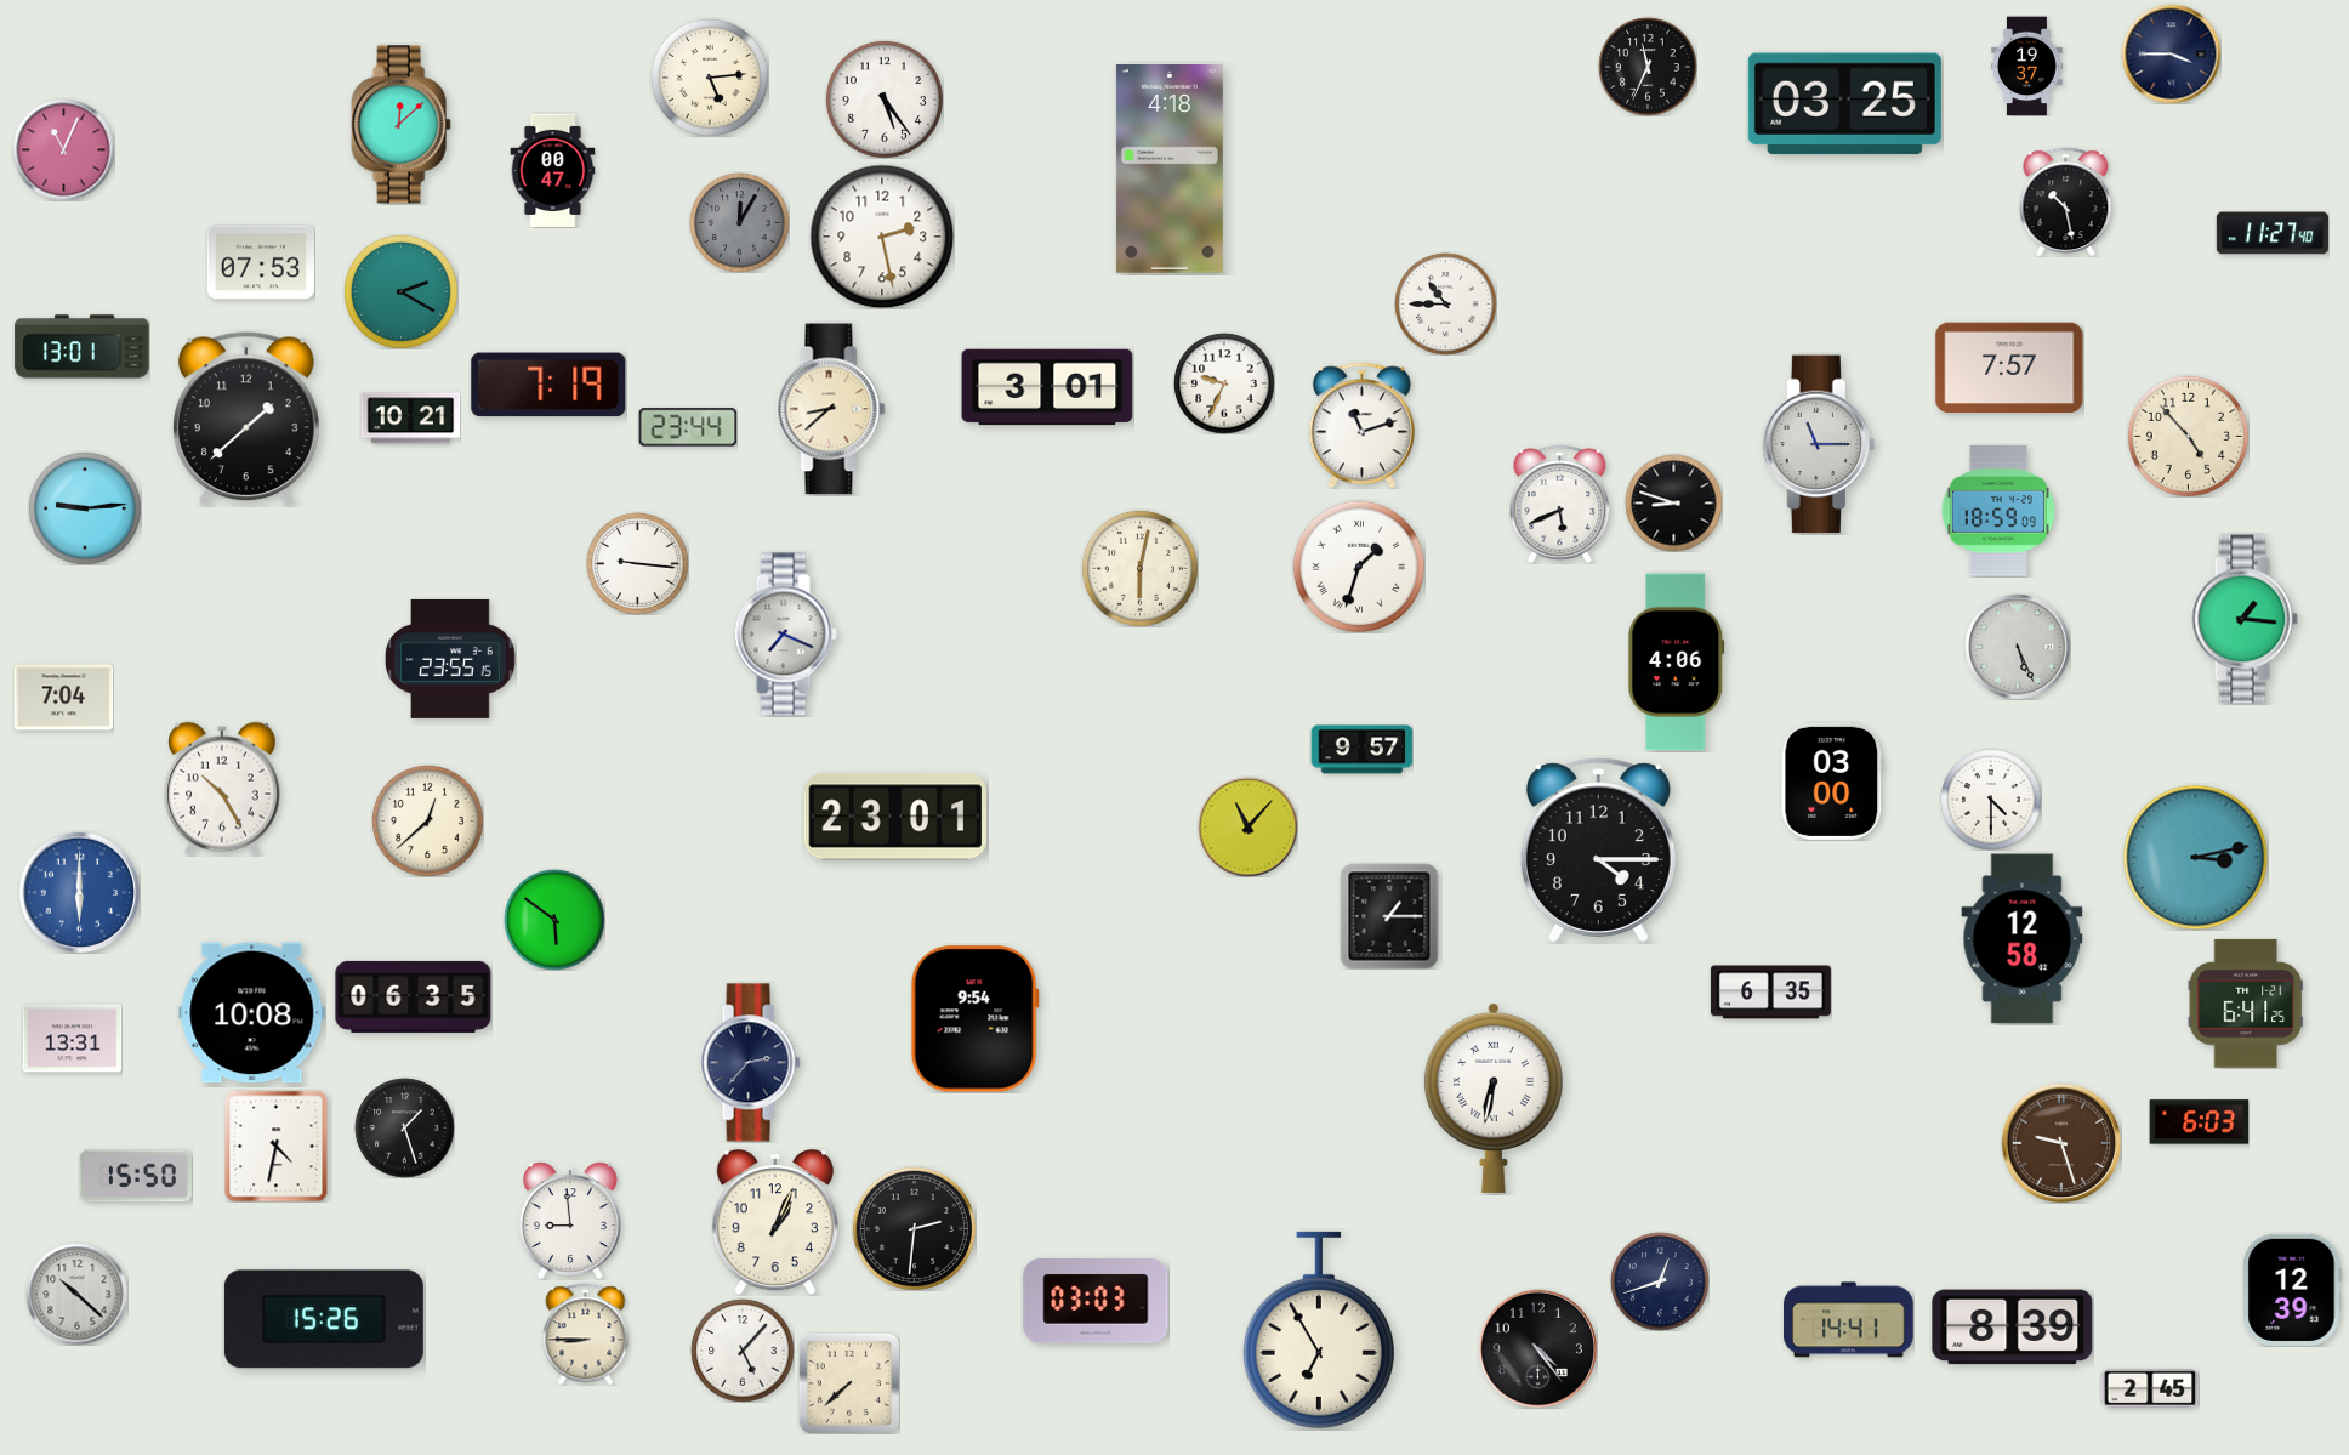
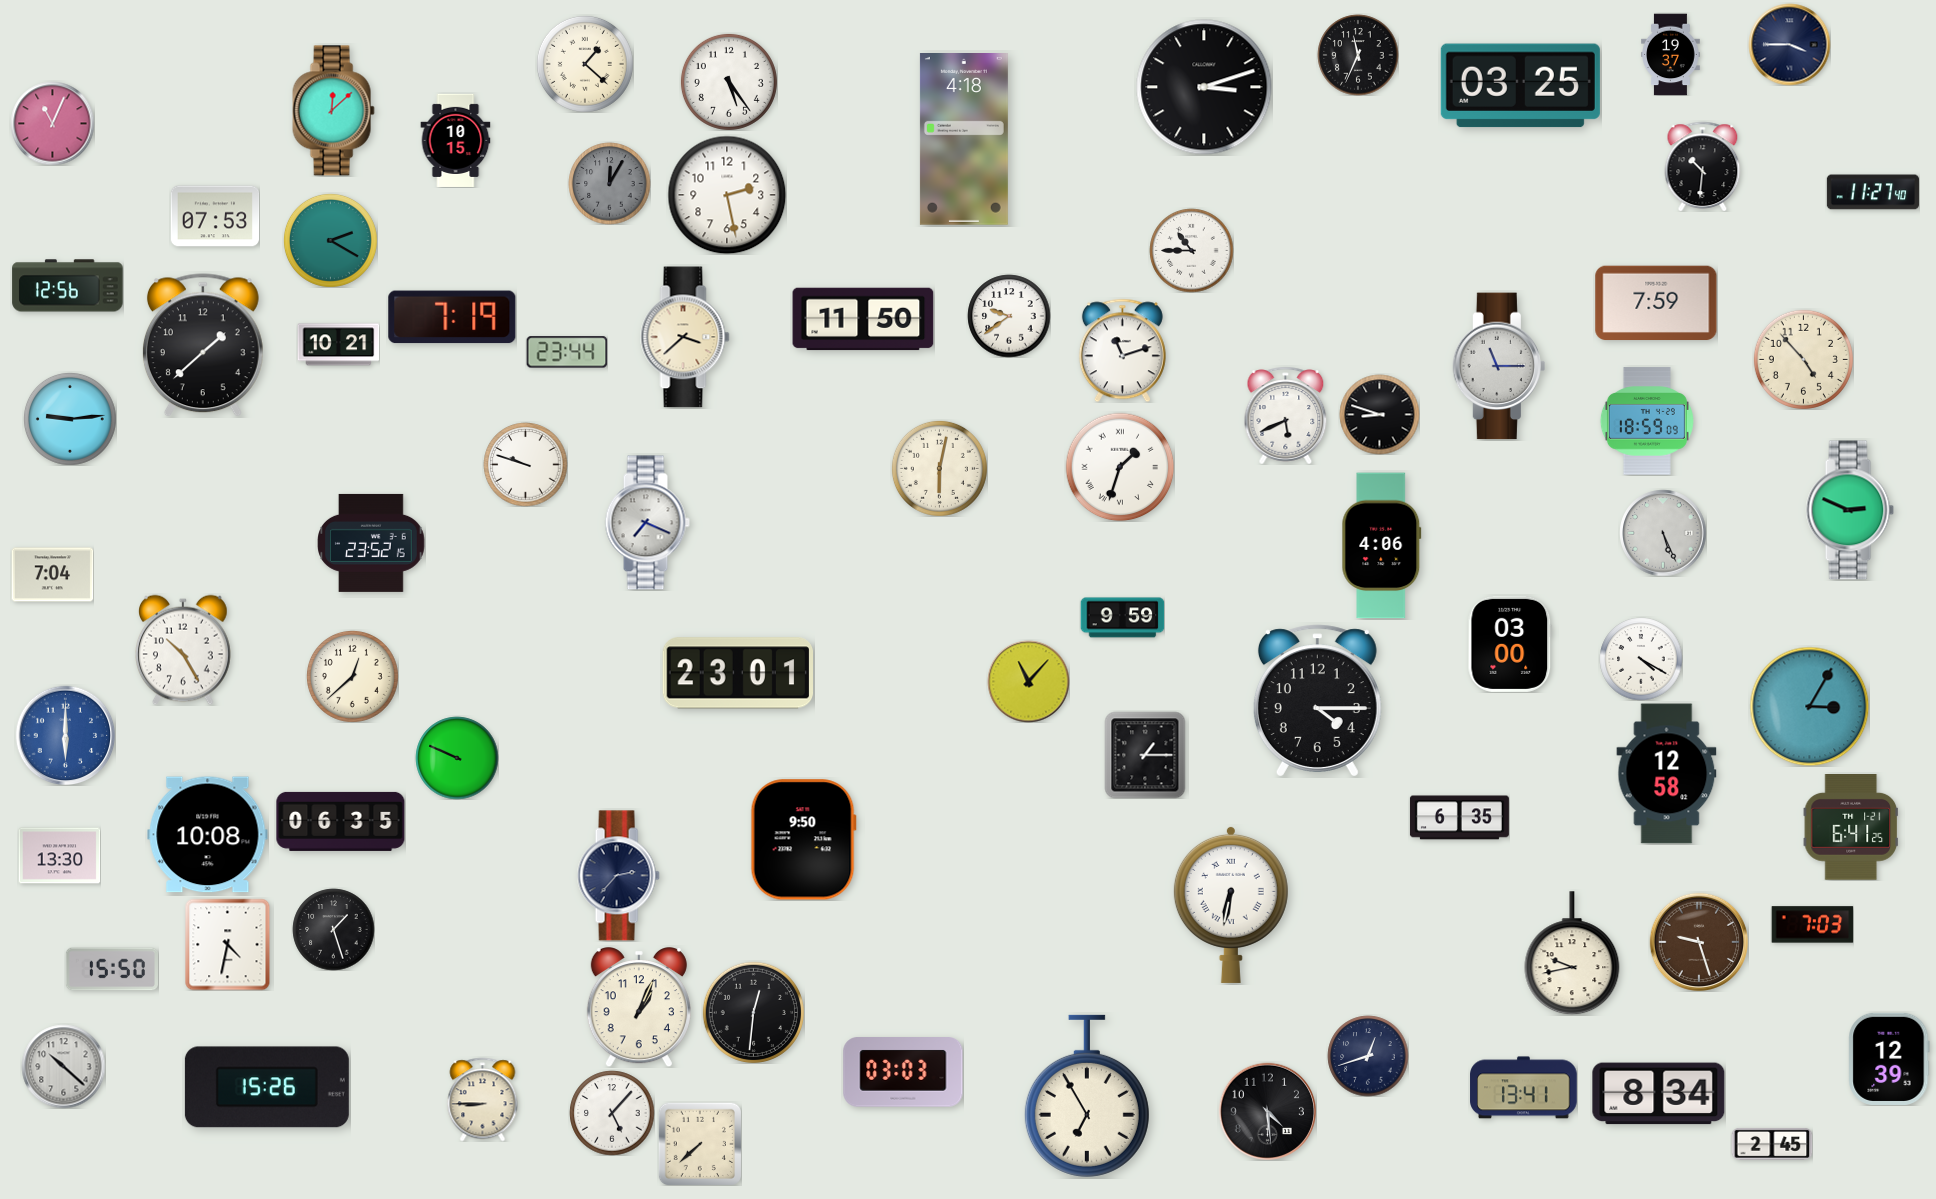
clock at (710, 78): 5:14 -> 1:22
clock at (1204, 87): none -> 3:12
clock at (400, 125) position: (400, 125) -> (333, 111)
clock at (553, 170): 00:47 -> 10:15
clock at (2066, 201): 10:28 -> 10:31
clock at (83, 347): 13:01 -> 12:56
clock at (2009, 368): 7:57 -> 7:59
clock at (1224, 383): 9:34 -> 9:39
clock at (1047, 387): 3:01 -> 11:50
clock at (831, 409): 8:38 -> 3:38
clock at (637, 563): 9:16 -> 9:48
clock at (2245, 619): 1:16 -> 2:49
clock at (450, 659): 23:55 -> 23:52
clock at (1361, 750): 9:57 -> 9:59
clock at (1991, 800): 4:30 -> 4:20
clock at (2195, 857): 3:13 -> 3:05
clock at (554, 920): 5:51 -> 9:49
clock at (974, 1019): 9:54 -> 9:50
clock at (72, 1039): 13:31 -> 13:30
clock at (2199, 1122): 6:03 -> 7:03
clock at (1572, 953): none -> 9:43
clock at (570, 1221): 8:59 -> none
clock at (914, 1228): 2:31 -> 12:31
clock at (2292, 1290) position: (2292, 1290) -> (1889, 1059)
clock at (1849, 1320): 14:41 -> 13:41
clock at (2013, 1328): 8:39 -> 8:34
clock at (1537, 1348): 4:24 -> 4:29
clock at (849, 1383) position: (849, 1383) -> (700, 1144)
